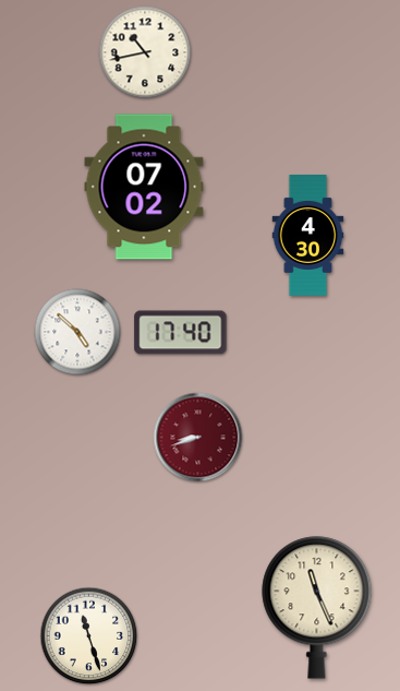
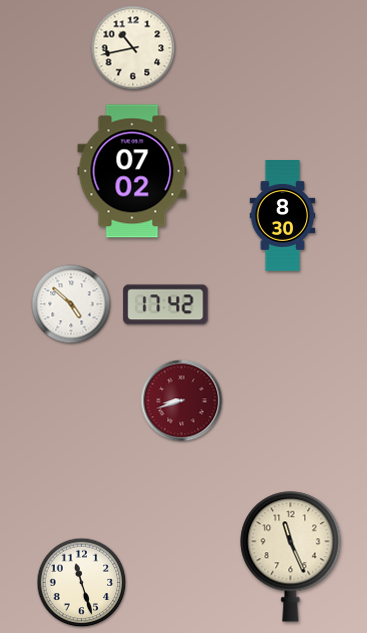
clock at (308, 236): 4:30 -> 8:30
clock at (181, 333): 17:40 -> 17:42
